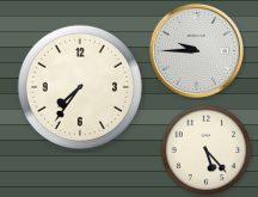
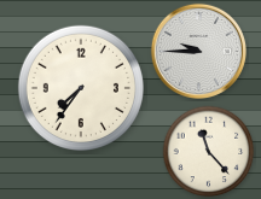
clock at (207, 150): 5:23 -> 11:23
